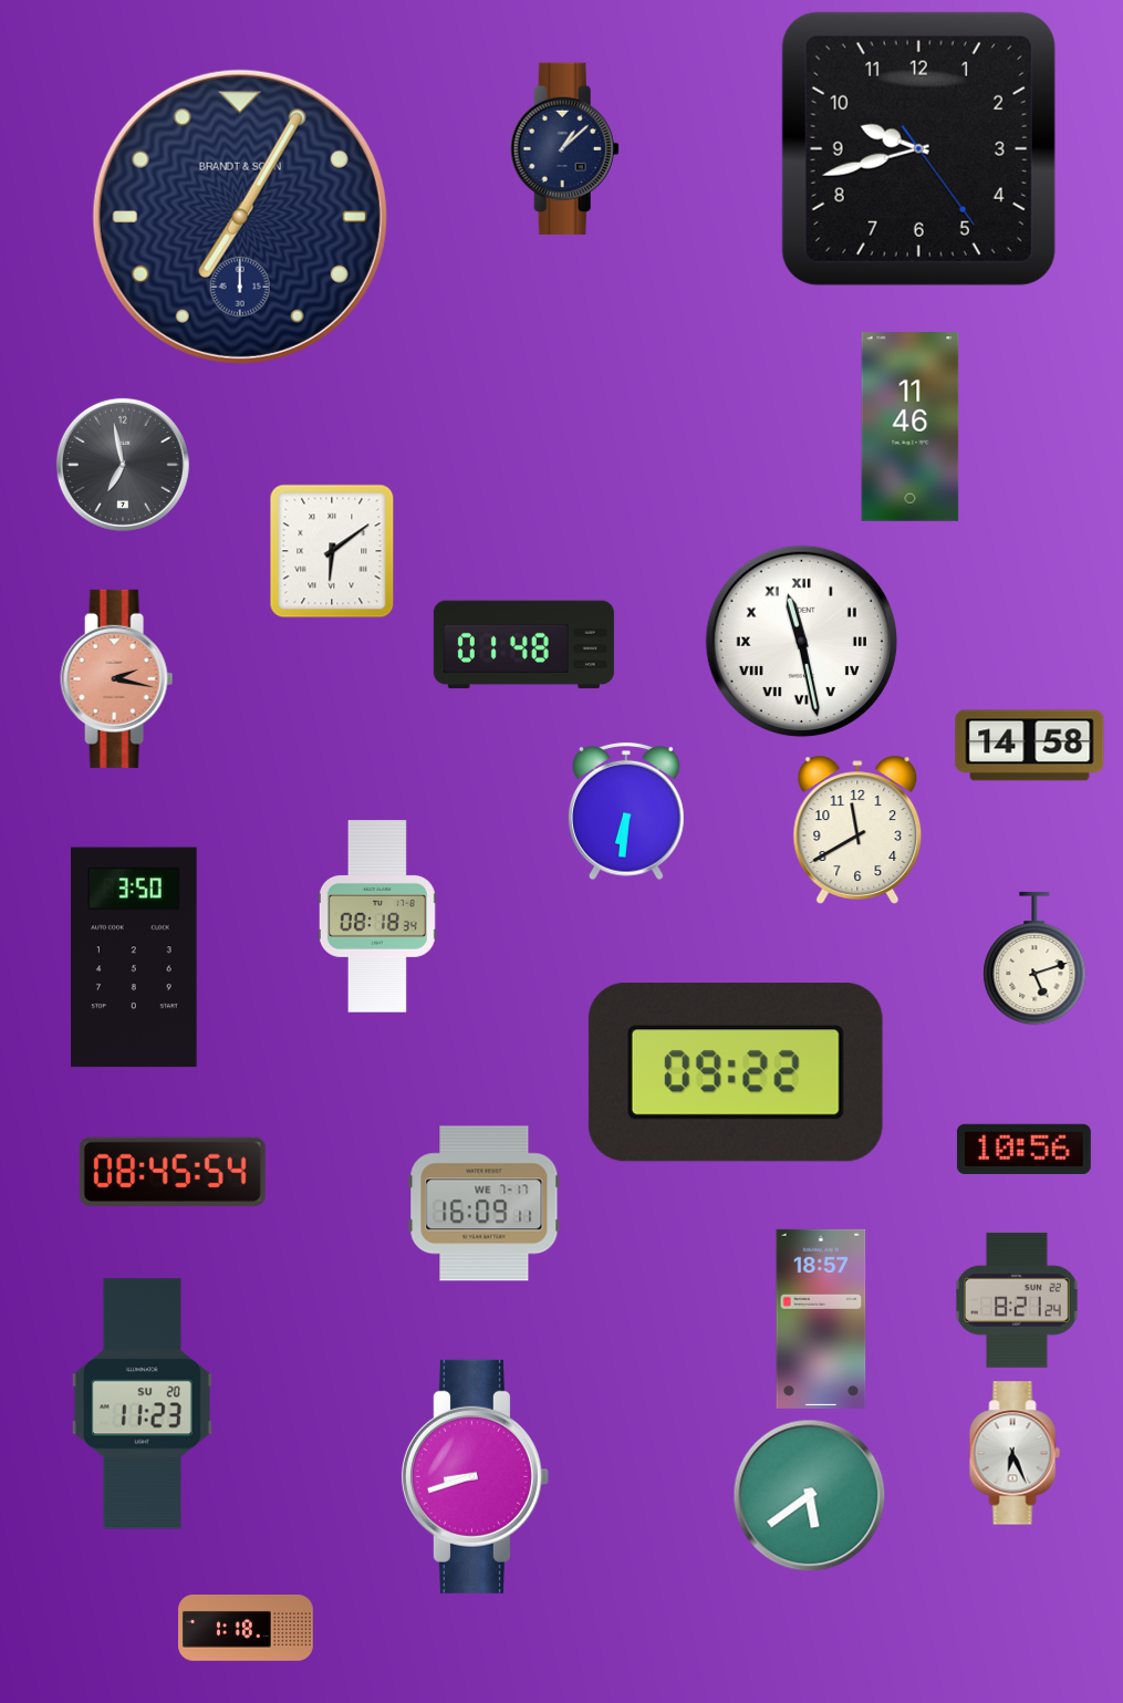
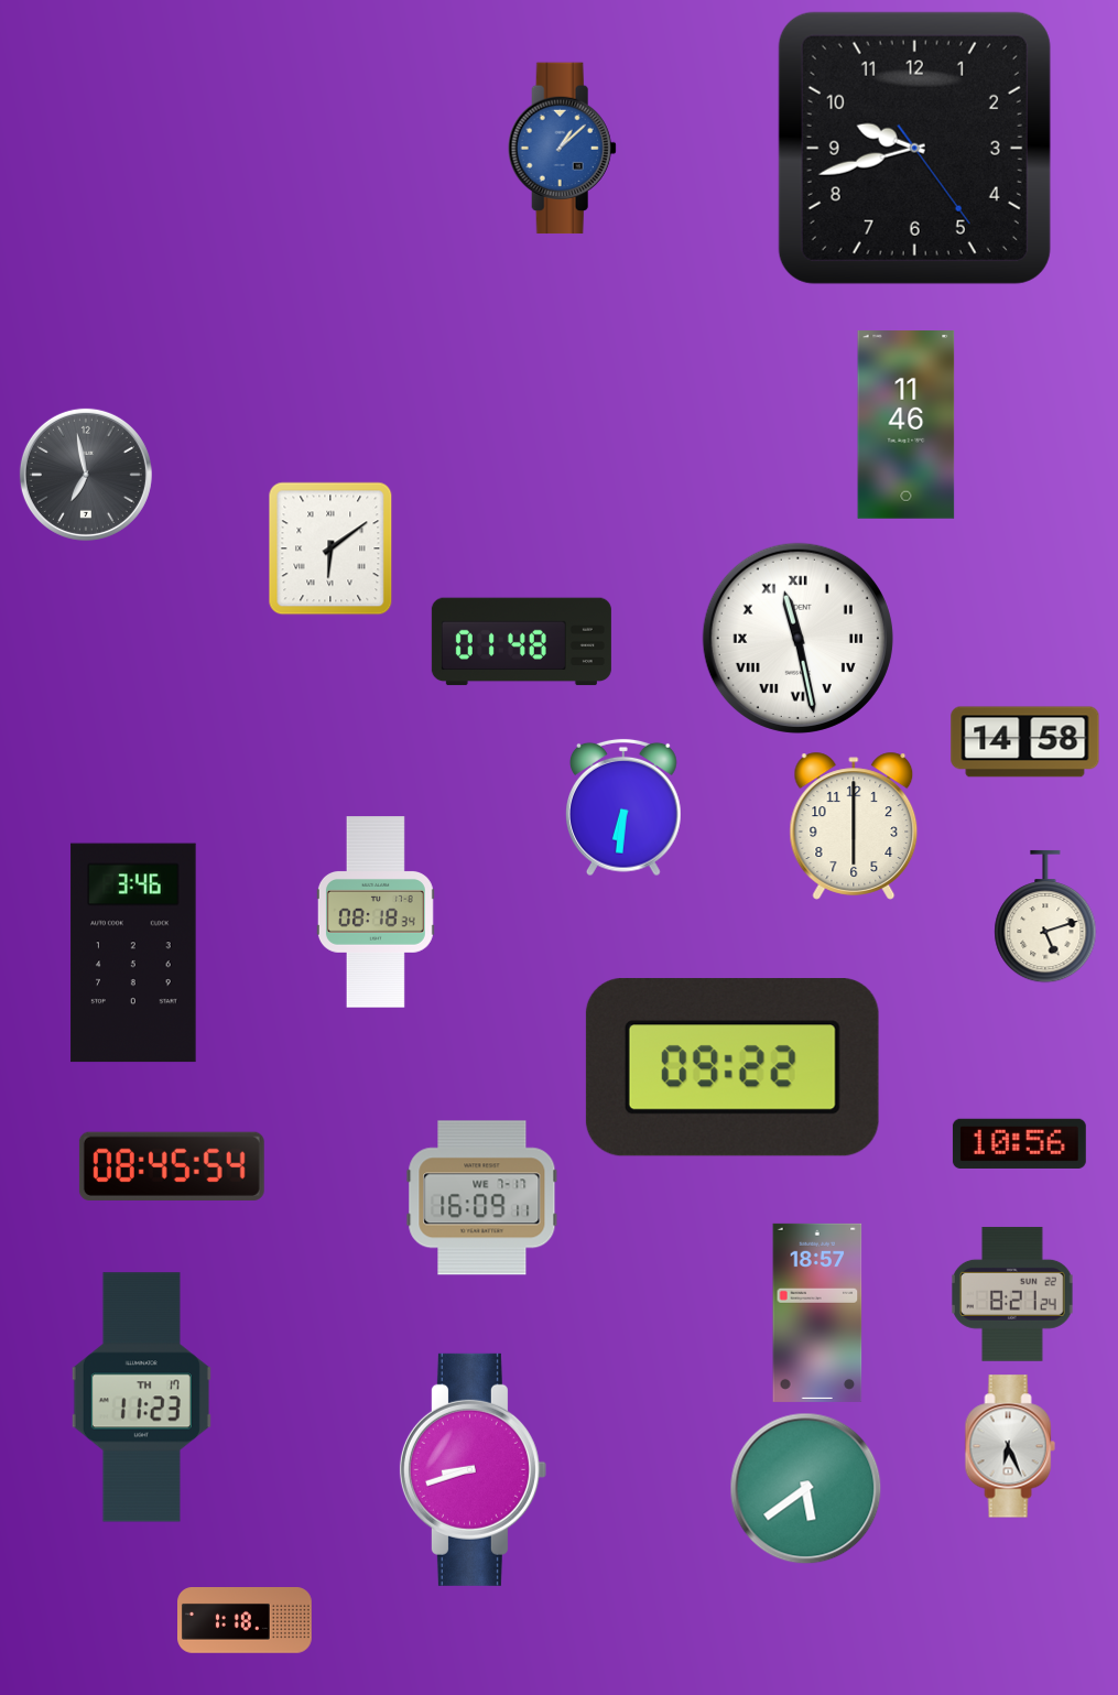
clock at (564, 149) dial: navy -> blue
clock at (240, 217): 7:05 -> none
clock at (123, 465) position: (123, 465) -> (86, 475)
clock at (117, 678): 2:17 -> none
clock at (857, 830): 11:40 -> 6:00
clock at (134, 957): 3:50 -> 3:46
clock at (1034, 958) position: (1034, 958) -> (1045, 916)
clock at (142, 1404) date: SU 20 -> TH 17
